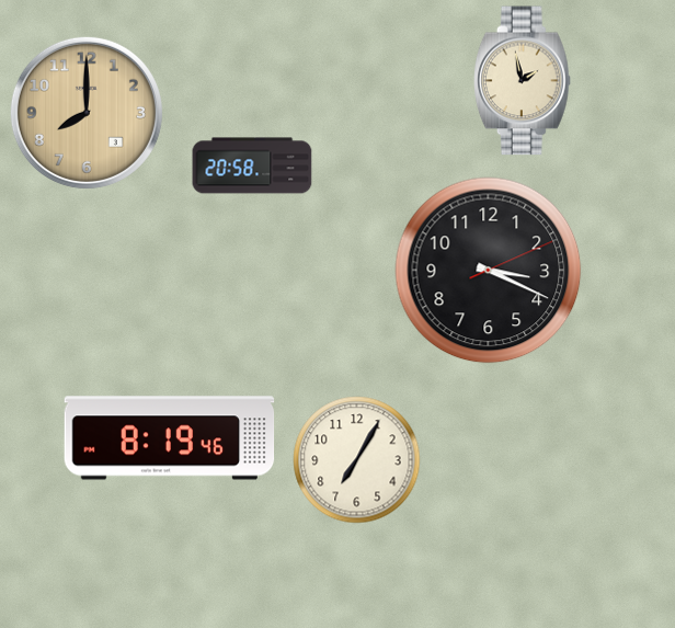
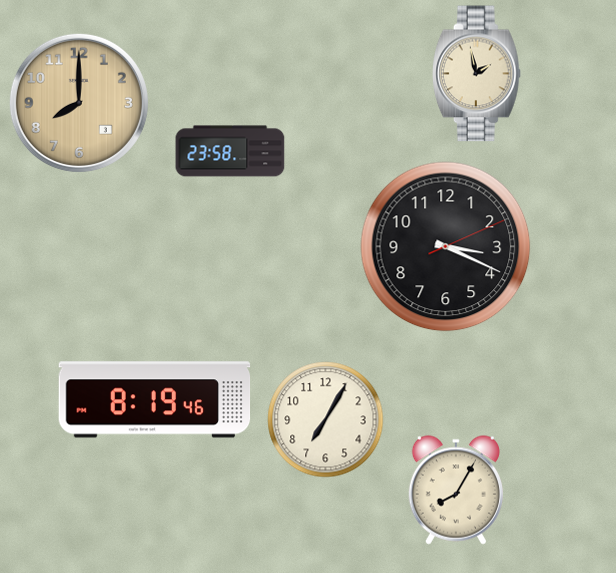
clock at (252, 165): 20:58 -> 23:58
clock at (456, 490): none -> 8:05
